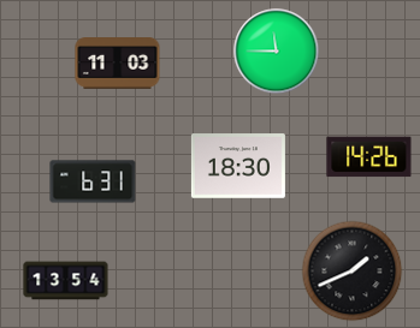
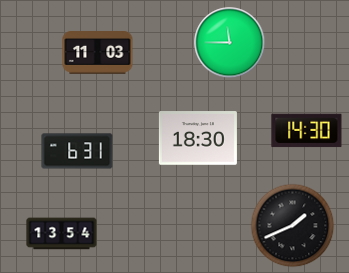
clock at (369, 157): 14:26 -> 14:30
clock at (66, 281) position: (66, 281) -> (62, 234)
